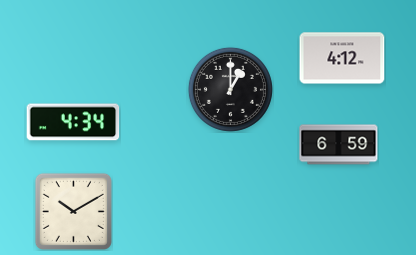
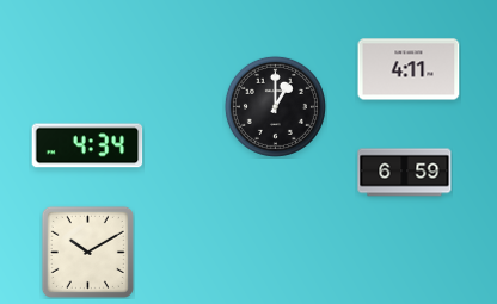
clock at (342, 58): 4:12 -> 4:11
